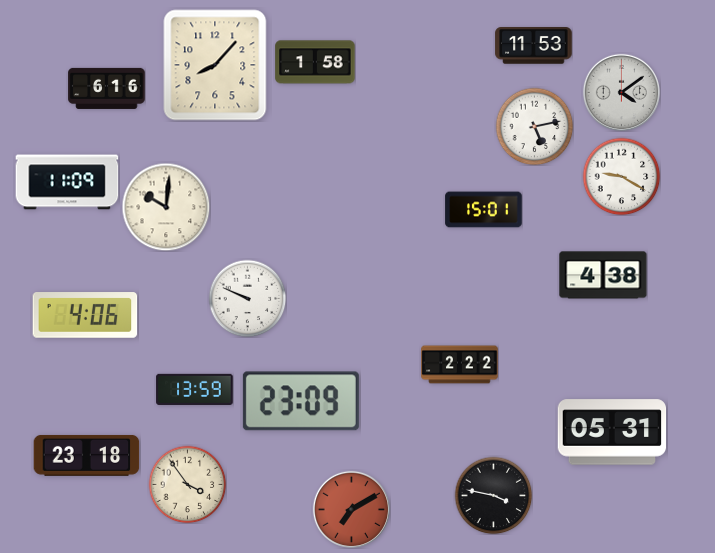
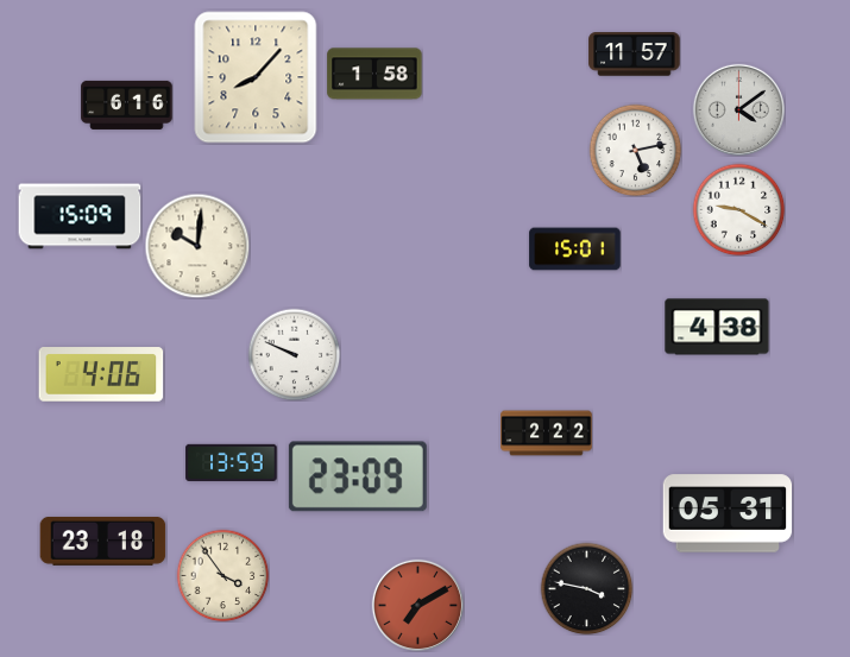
clock at (534, 46): 11:53 -> 11:57
clock at (67, 182): 11:09 -> 15:09
